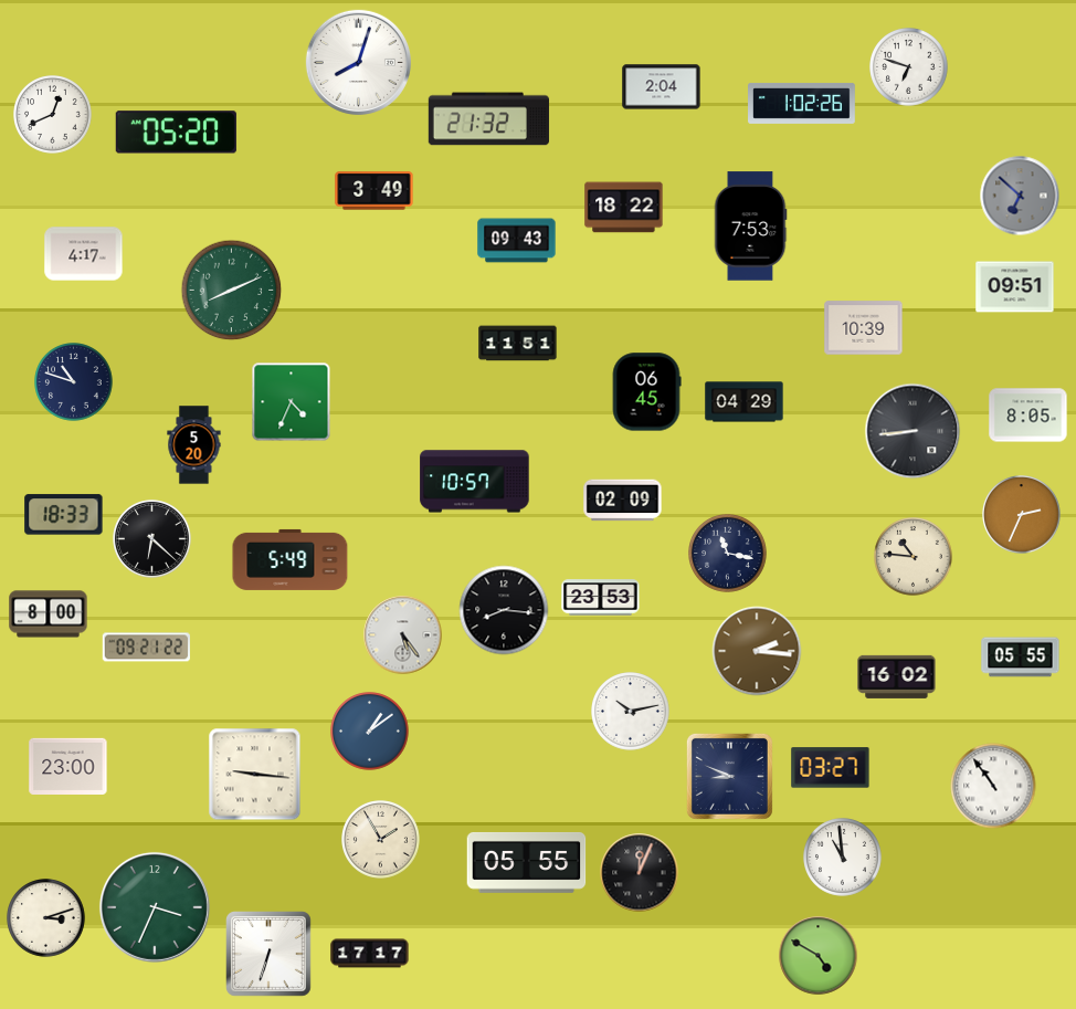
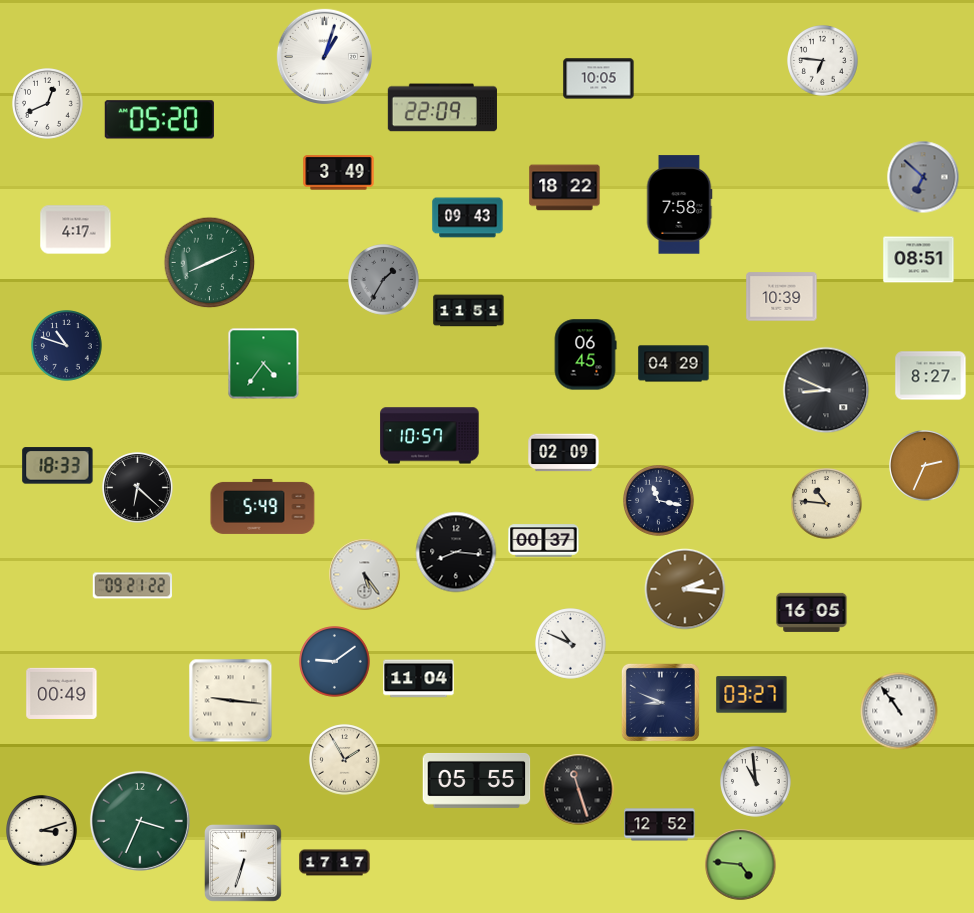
clock at (358, 62): 8:03 -> 1:03
clock at (909, 67): 6:48 -> 6:46
clock at (662, 87): 2:04 -> 10:05
clock at (802, 103): 1:02 -> none
clock at (488, 119): 21:32 -> 22:09
clock at (750, 227): 7:53 -> 7:58
clock at (1015, 287): 09:51 -> 08:51
clock at (384, 280): none -> 1:35
clock at (292, 402): 4:34 -> 4:36
clock at (1028, 416): 8:05 -> 8:27
clock at (913, 431): 8:44 -> 8:49
clock at (194, 445): 5:20 -> none
clock at (601, 598): 23:53 -> 00:37
clock at (49, 614): 8:00 -> none
clock at (1021, 658): 05:55 -> none
clock at (897, 676): 16:02 -> 16:05
clock at (631, 712): 10:13 -> 10:49
clock at (370, 732): 1:09 -> 9:09
clock at (419, 679): none -> 11:04
clock at (68, 766): 23:00 -> 00:49
clock at (843, 858) position: (843, 858) -> (756, 782)
clock at (640, 873): 12:04 -> 11:27
clock at (660, 825): none -> 12:52
clock at (819, 956): 4:50 -> 4:46
